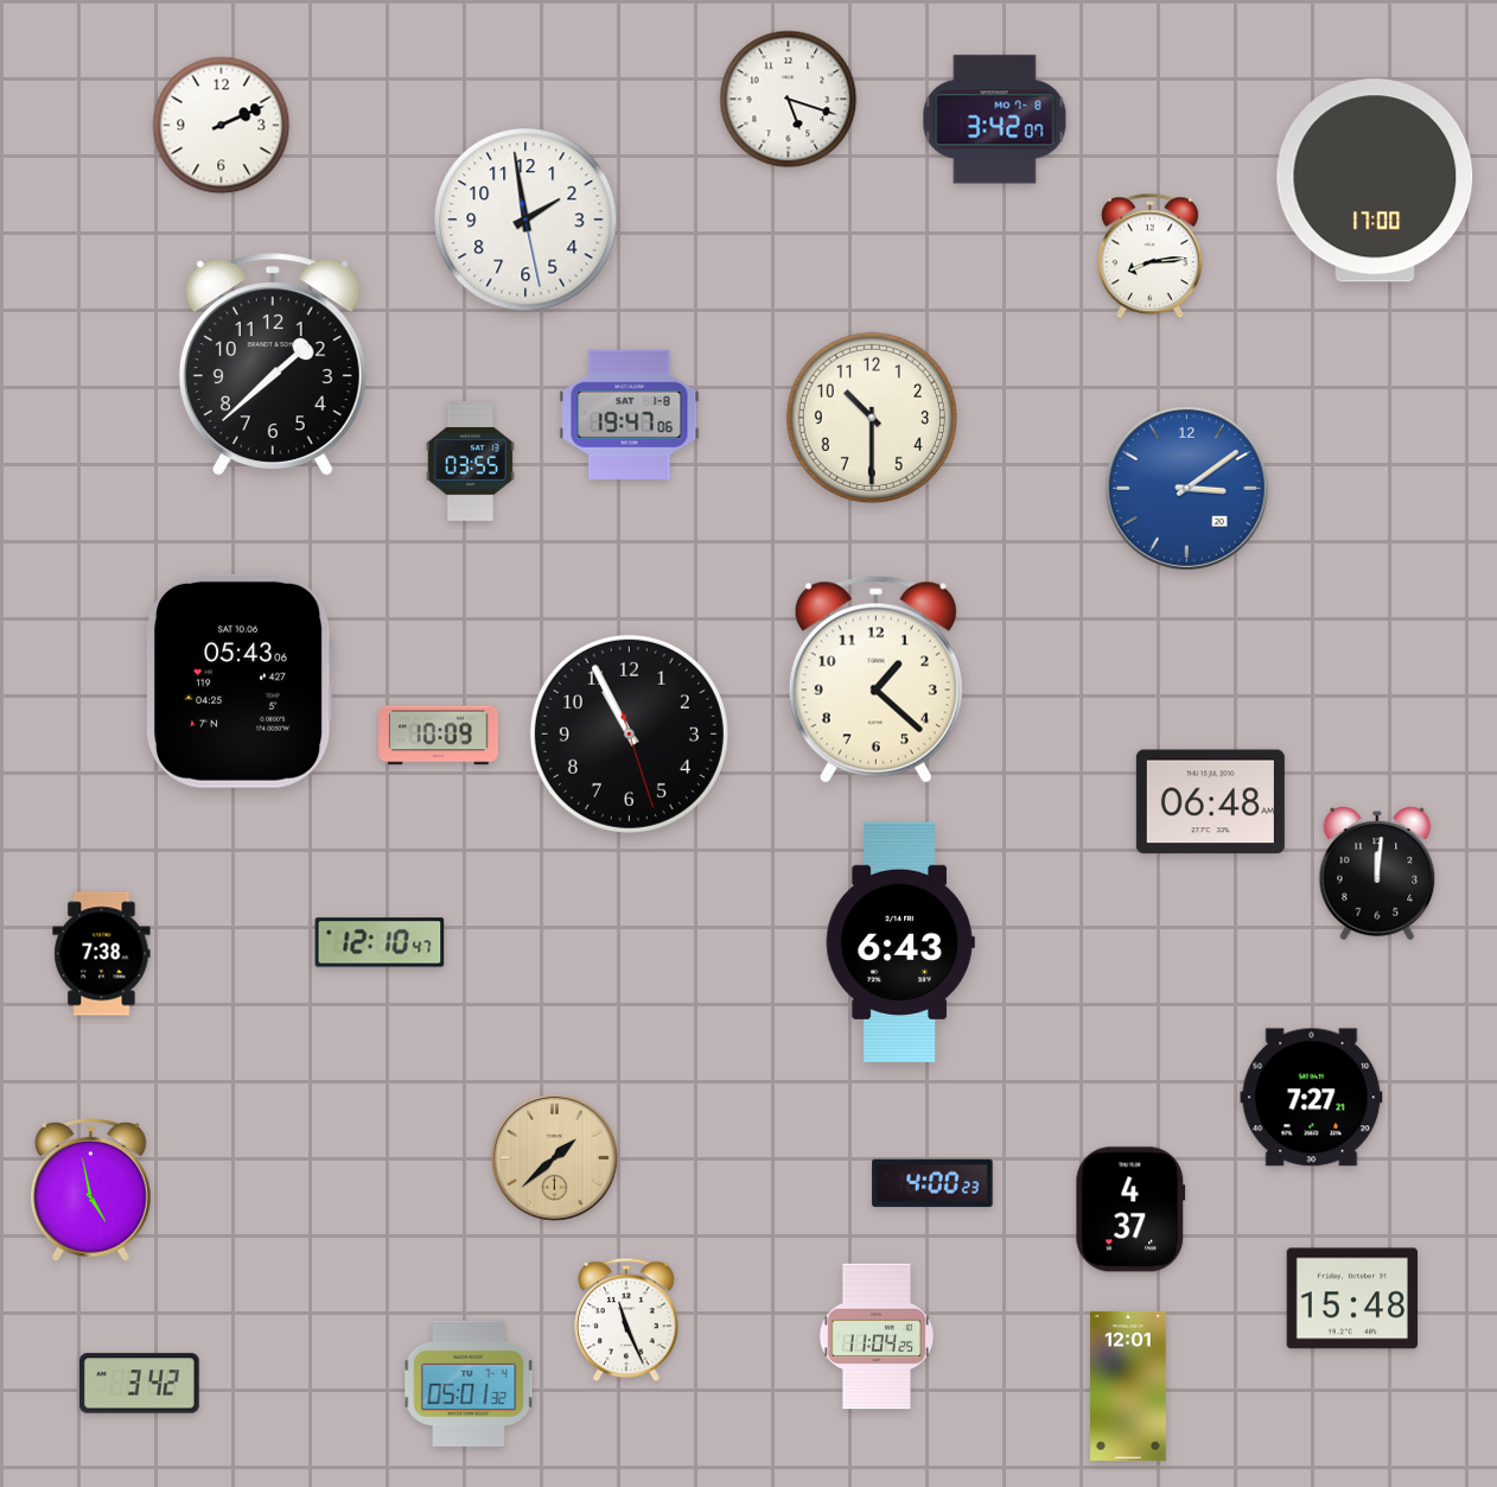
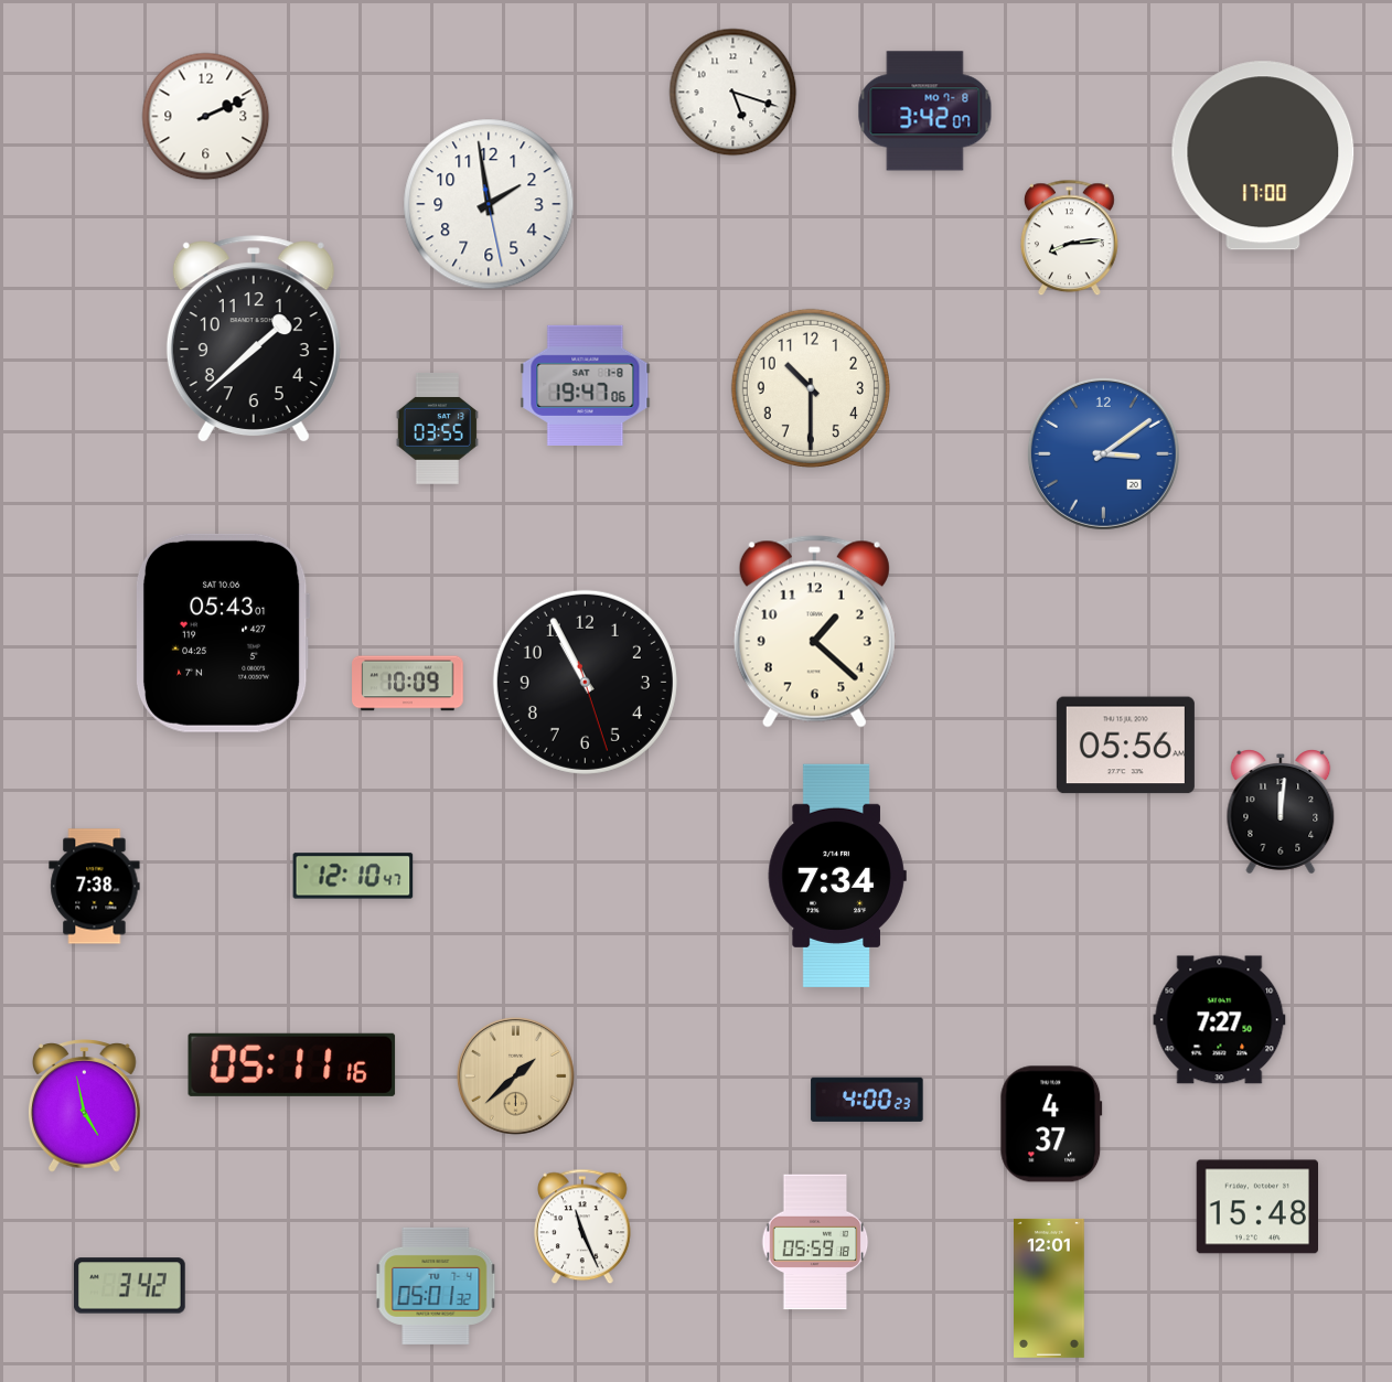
clock at (1375, 180) position: (1375, 180) -> (1263, 156)
clock at (240, 681): 05:43:06 -> 05:43:01
clock at (1210, 802): 06:48 -> 05:56
clock at (900, 941): 6:43 -> 7:34
clock at (1312, 1098): 7:27:21 -> 7:27:50
clock at (292, 1064): none -> 05:11
clock at (877, 1336): 11:04 -> 05:59
